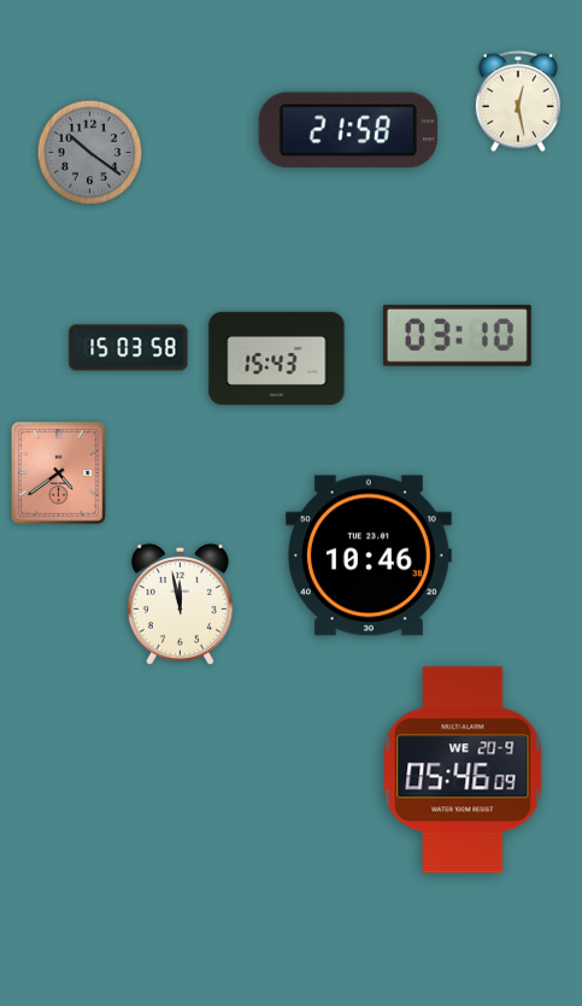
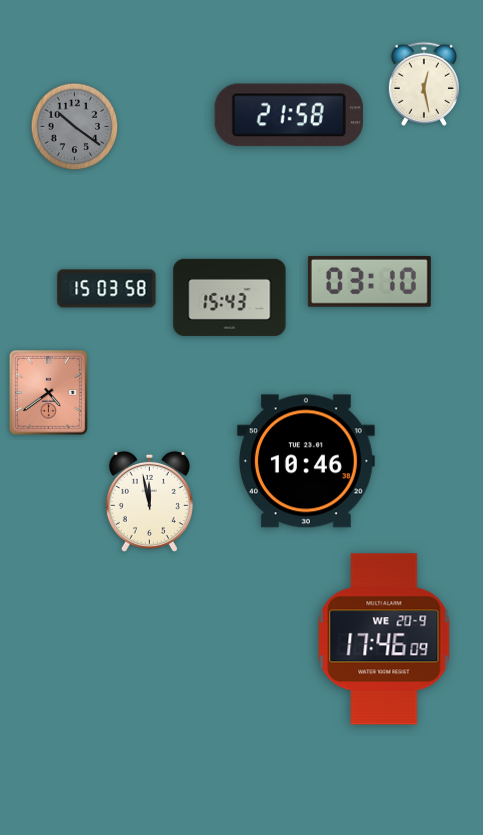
clock at (518, 101) position: (518, 101) -> (424, 84)
clock at (348, 130) position: (348, 130) -> (289, 115)
clock at (457, 336) position: (457, 336) -> (369, 282)
clock at (463, 770): 05:46 -> 17:46
